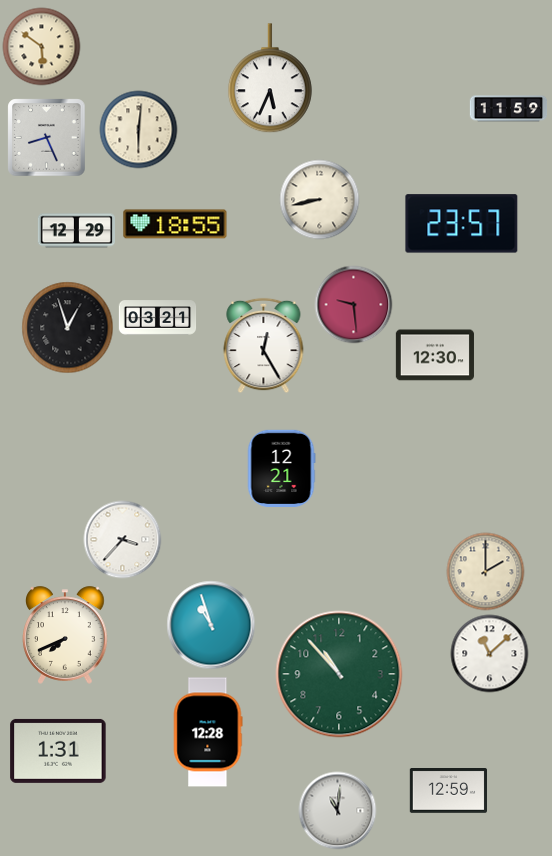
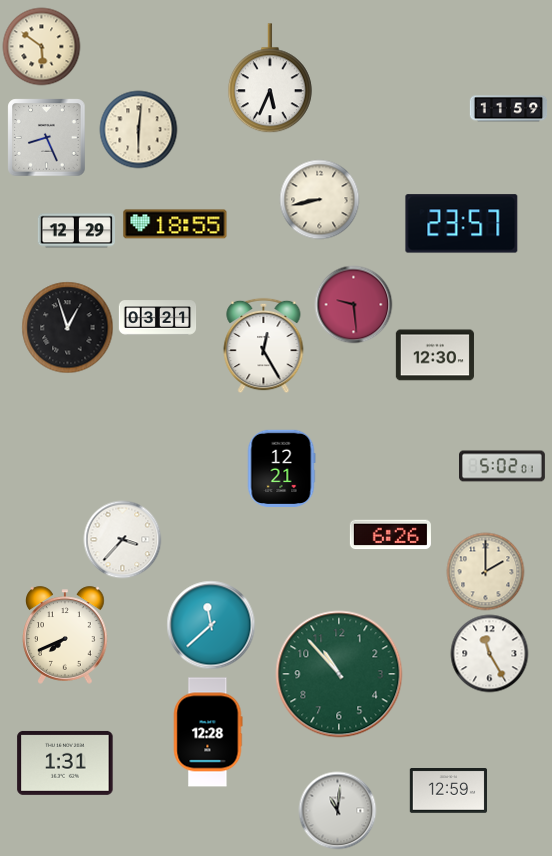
clock at (503, 466): none -> 5:02
clock at (390, 535): none -> 6:26
clock at (211, 625): 10:57 -> 11:38
clock at (489, 653): 11:08 -> 11:25
clock at (58, 751) position: (58, 751) -> (65, 763)
